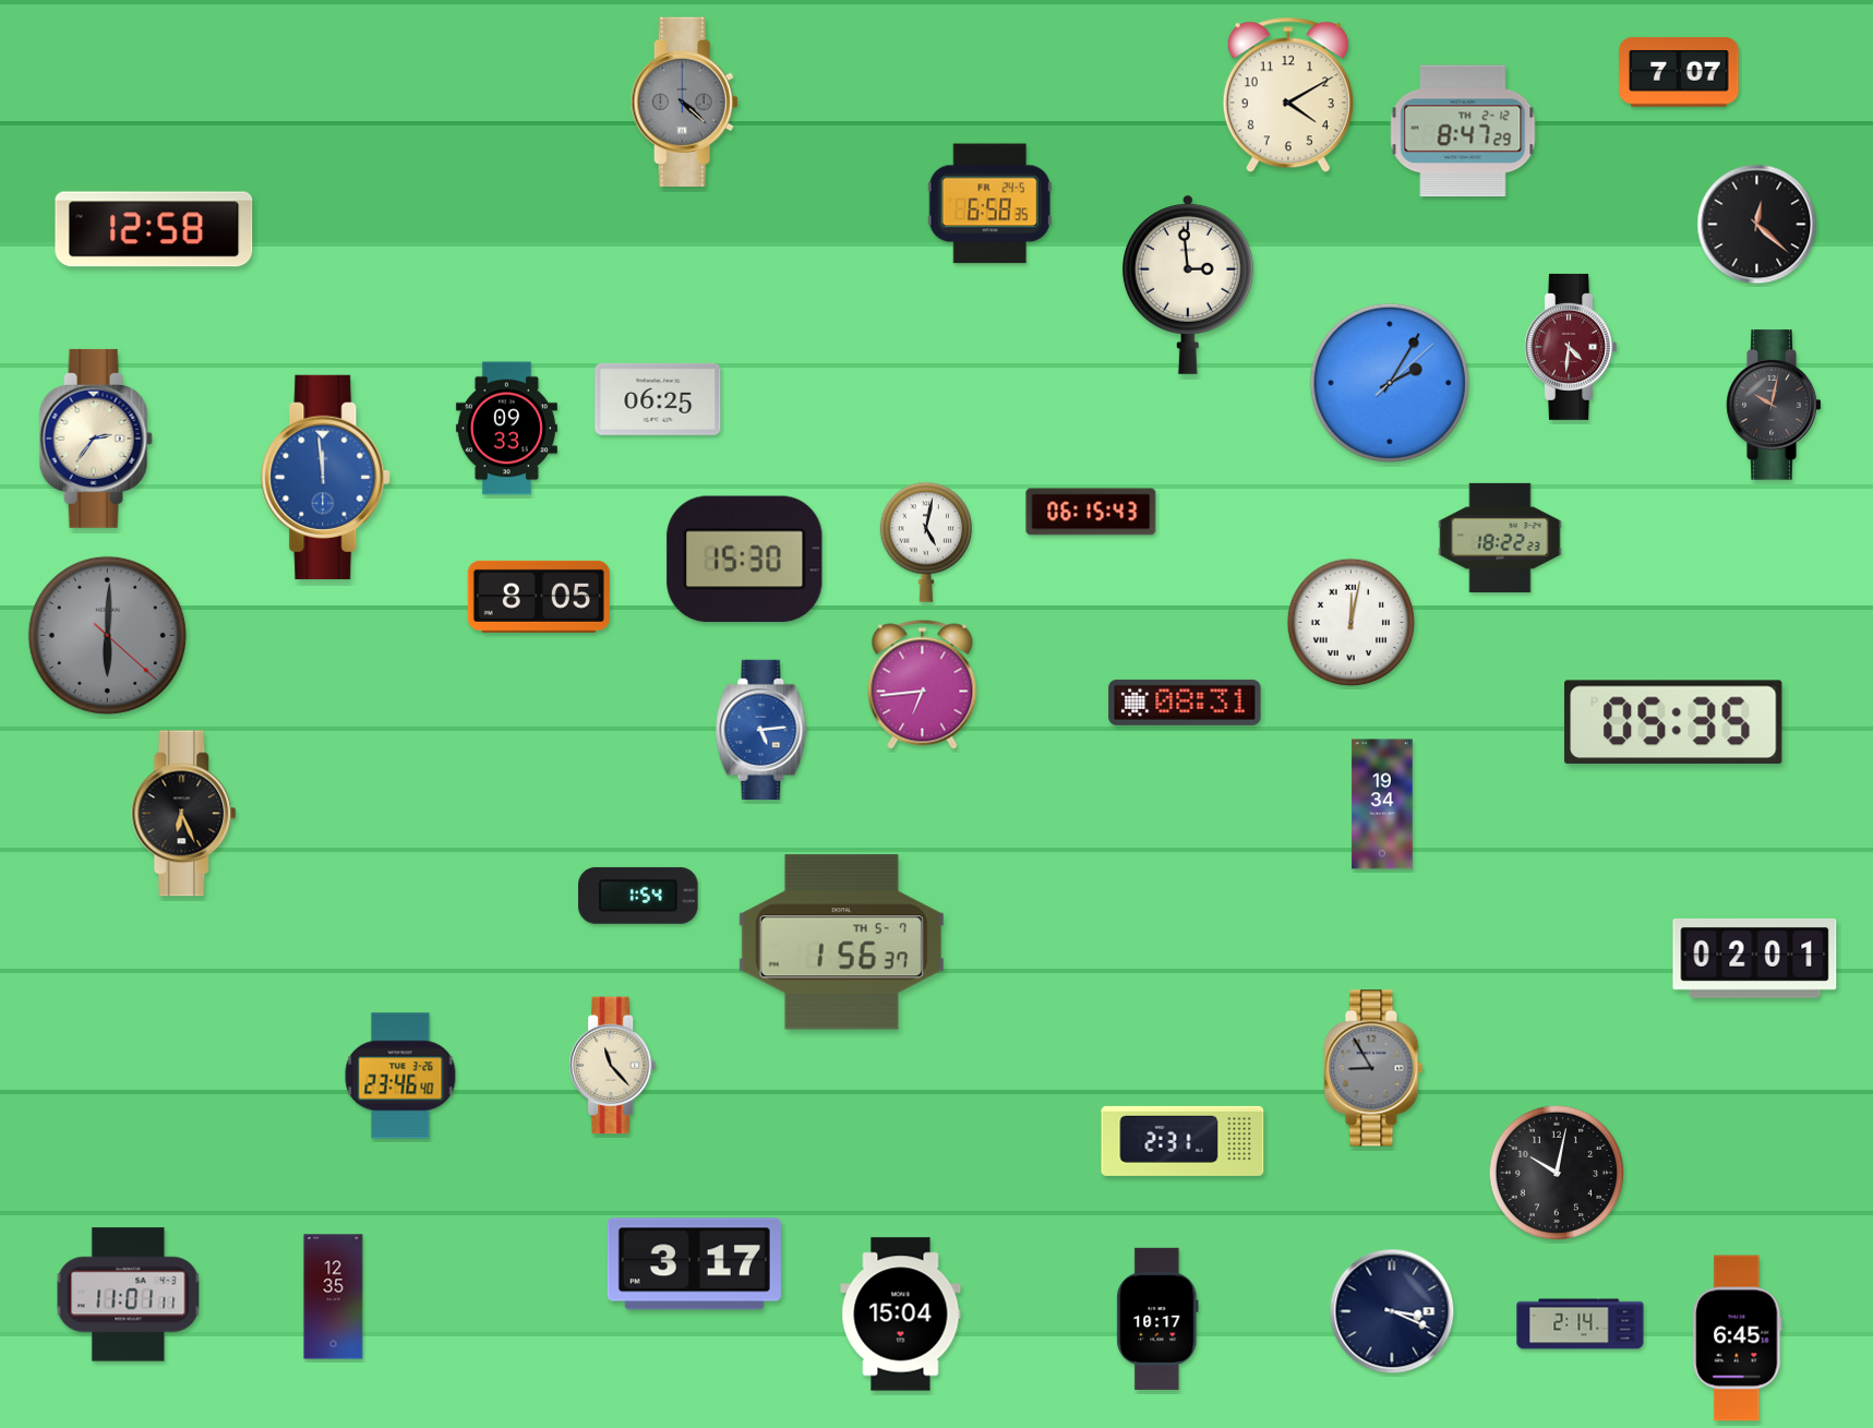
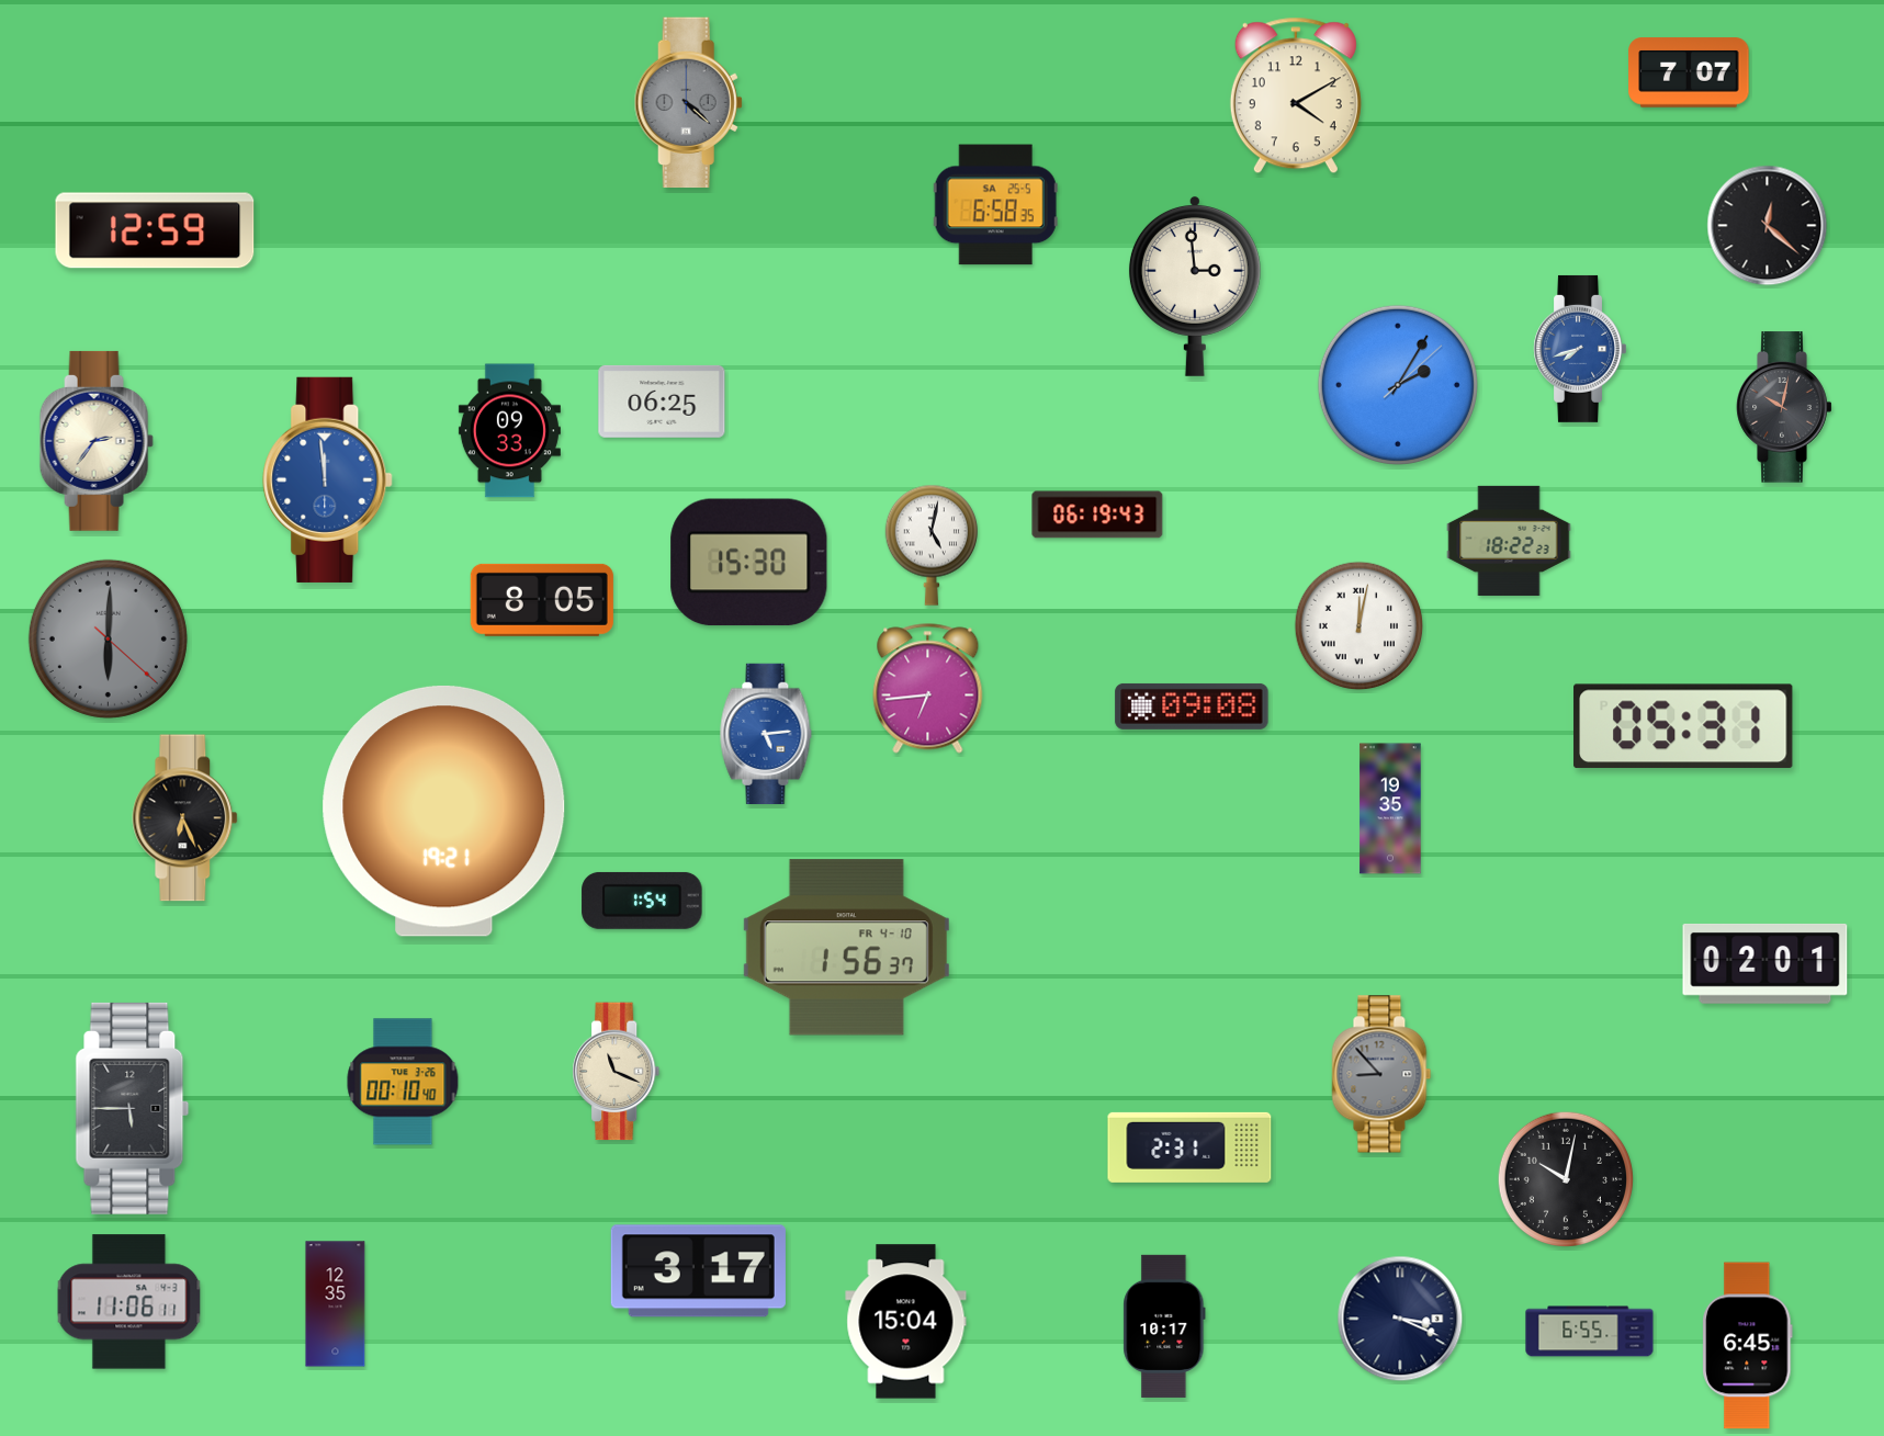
clock at (1463, 131): 8:47 -> none
clock at (989, 204) date: FR 24-5 -> SA 25-5
clock at (154, 229): 12:58 -> 12:59
clock at (1570, 347): 4:31 -> 7:42
clock at (1570, 347) dial: burgundy -> blue
clock at (1091, 512): 06:15 -> 06:19
clock at (1185, 703): 08:31 -> 09:08
clock at (1673, 722): 05:35 -> 05:31
clock at (1382, 804): 19:34 -> 19:35
clock at (444, 811): none -> 19:21
clock at (841, 943) date: TH 5-7 -> FR 4-10
clock at (613, 1066): 11:23 -> 11:19
clock at (1373, 1068): 8:55 -> 8:53
clock at (400, 1076): 23:46 -> 00:10
clock at (133, 1108): none -> 5:45
clock at (129, 1295): 11:01 -> 11:06
clock at (1581, 1324): 2:14 -> 6:55
